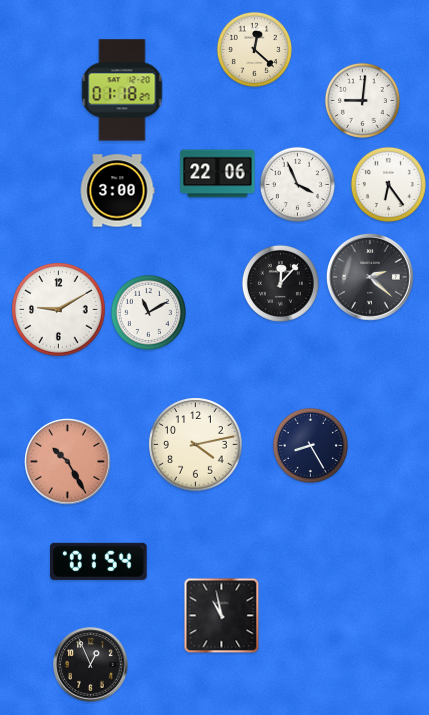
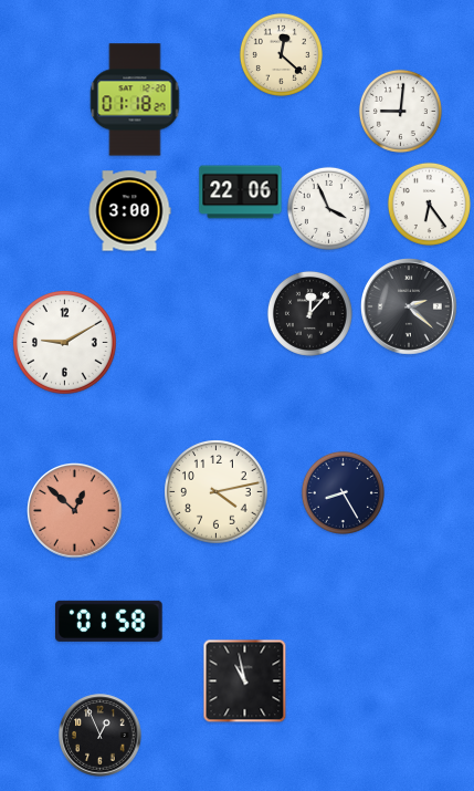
clock at (297, 184) position: (297, 184) -> (328, 208)
clock at (148, 312): 11:10 -> none
clock at (68, 462): 10:25 -> 12:52
clock at (99, 561): 01:54 -> 01:58
